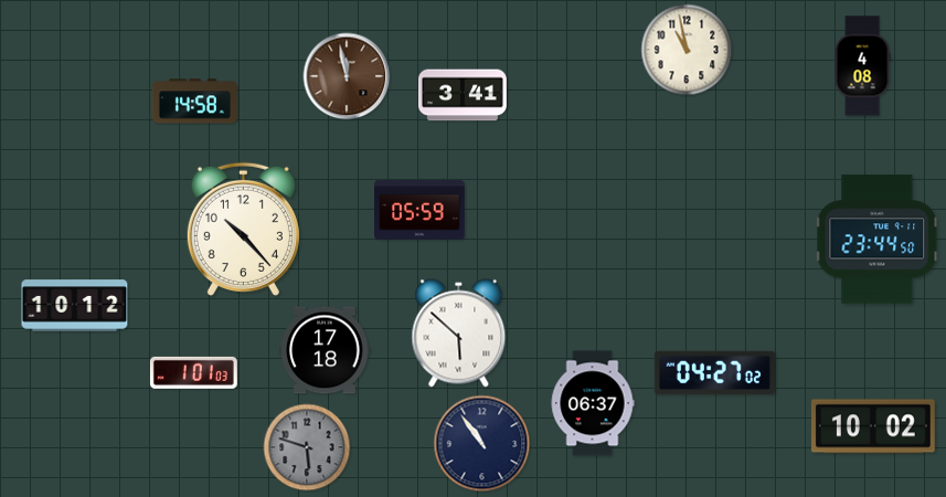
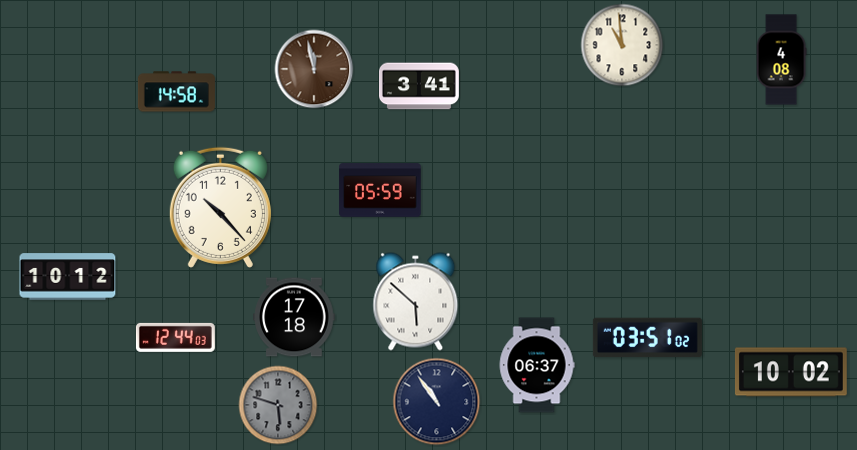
clock at (687, 50): 10:58 -> 10:59
clock at (878, 240): 23:44 -> none
clock at (193, 372): 1:01 -> 12:44
clock at (714, 373): 04:27 -> 03:51
clock at (873, 426) position: (873, 426) -> (791, 372)
